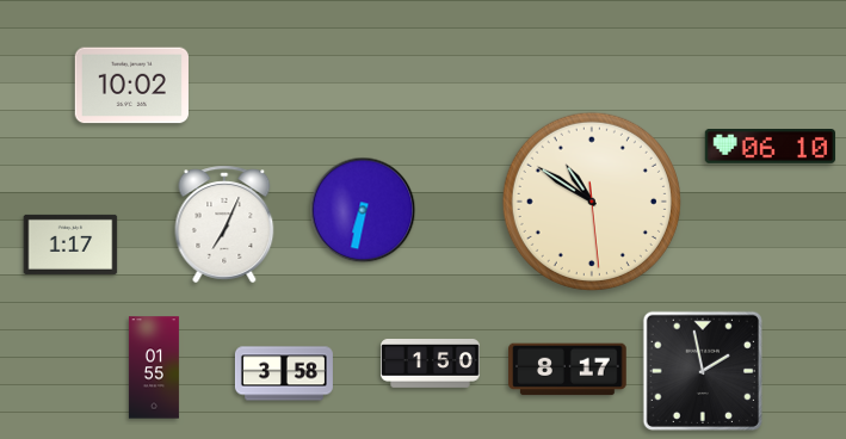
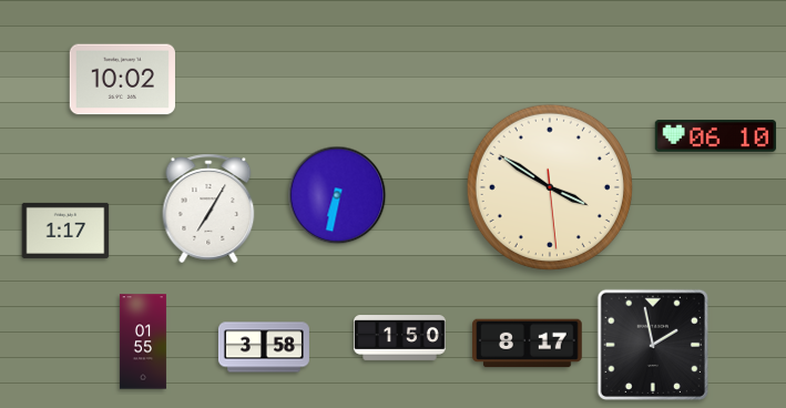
clock at (592, 202): 10:50 -> 3:50
clock at (224, 224): 7:04 -> 7:05
clock at (70, 245) position: (70, 245) -> (65, 231)
